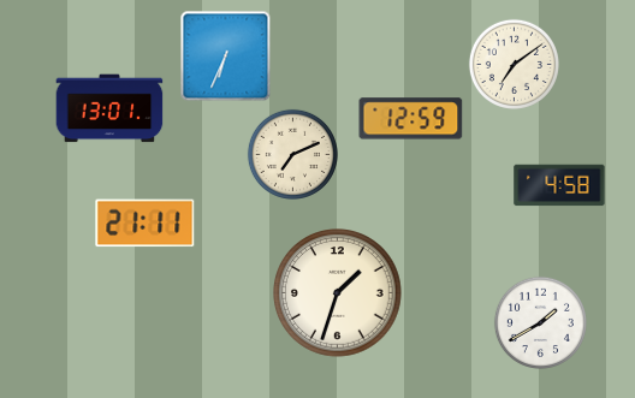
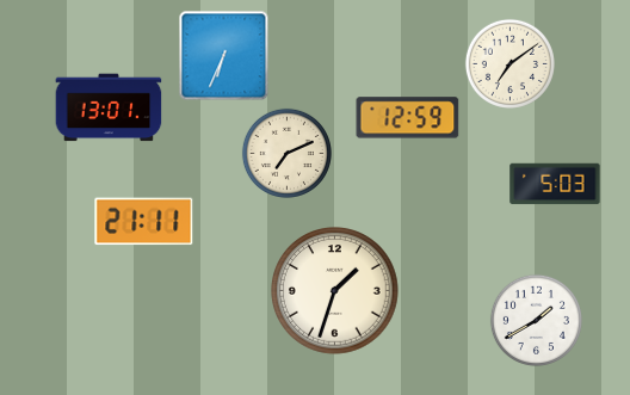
clock at (292, 154) position: (292, 154) -> (286, 153)
clock at (559, 185): 4:58 -> 5:03
